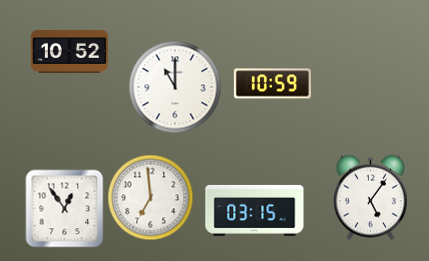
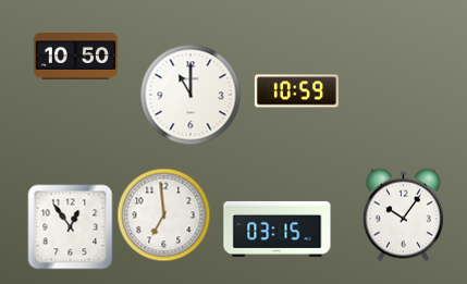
clock at (69, 51): 10:52 -> 10:50
clock at (370, 197): 5:06 -> 10:06
